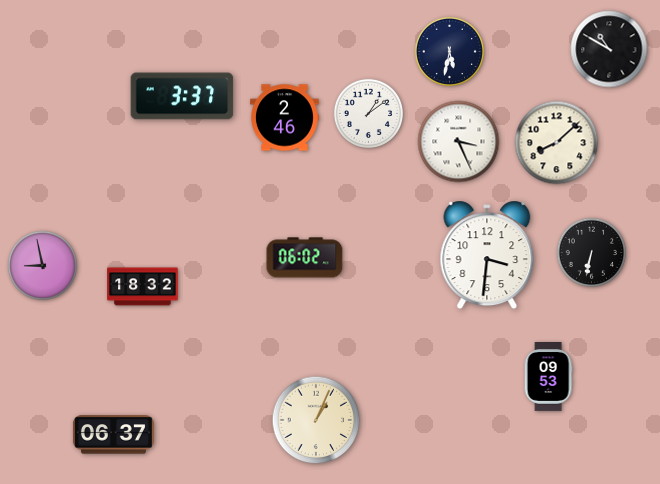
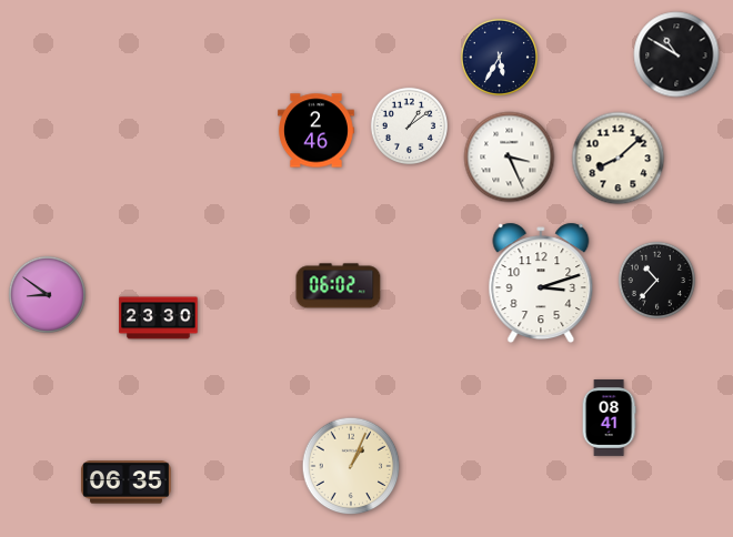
clock at (449, 51): 5:32 -> 5:35
clock at (182, 96): 3:37 -> none
clock at (591, 252): 6:32 -> 10:37
clock at (487, 255): 3:31 -> 3:12
clock at (42, 265): 8:58 -> 8:51
clock at (143, 287): 18:32 -> 23:30
clock at (548, 377): 09:53 -> 08:41
clock at (113, 435): 06:37 -> 06:35
